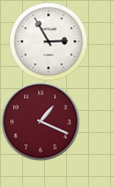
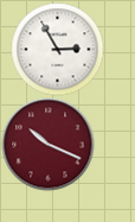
clock at (40, 121): 1:19 -> 10:19
